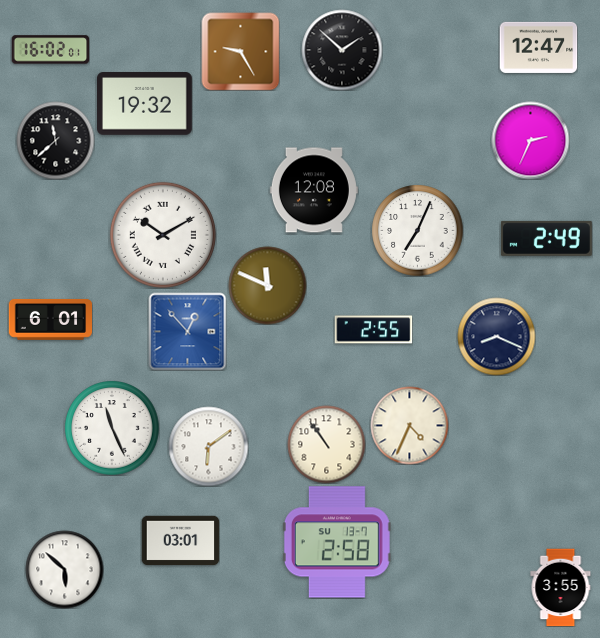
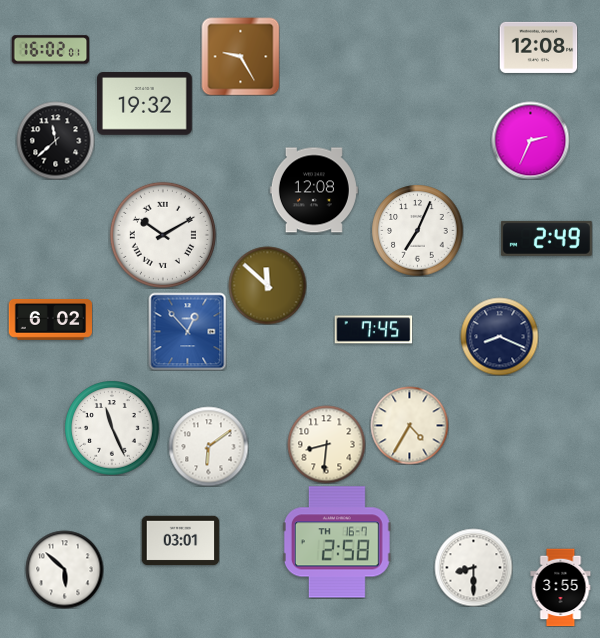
clock at (538, 47): 12:47 -> 12:08
clock at (342, 50): 1:52 -> none
clock at (240, 51) position: (240, 51) -> (240, 56)
clock at (267, 285): 11:49 -> 11:52
clock at (50, 319): 6:01 -> 6:02
clock at (373, 330): 2:55 -> 7:45
clock at (496, 336) position: (496, 336) -> (499, 336)
clock at (409, 425): 4:34 -> 4:35
clock at (326, 444): 10:54 -> 8:31
clock at (337, 542) date: SU 13-7 -> TH 16-7
clock at (473, 567): none -> 8:30
